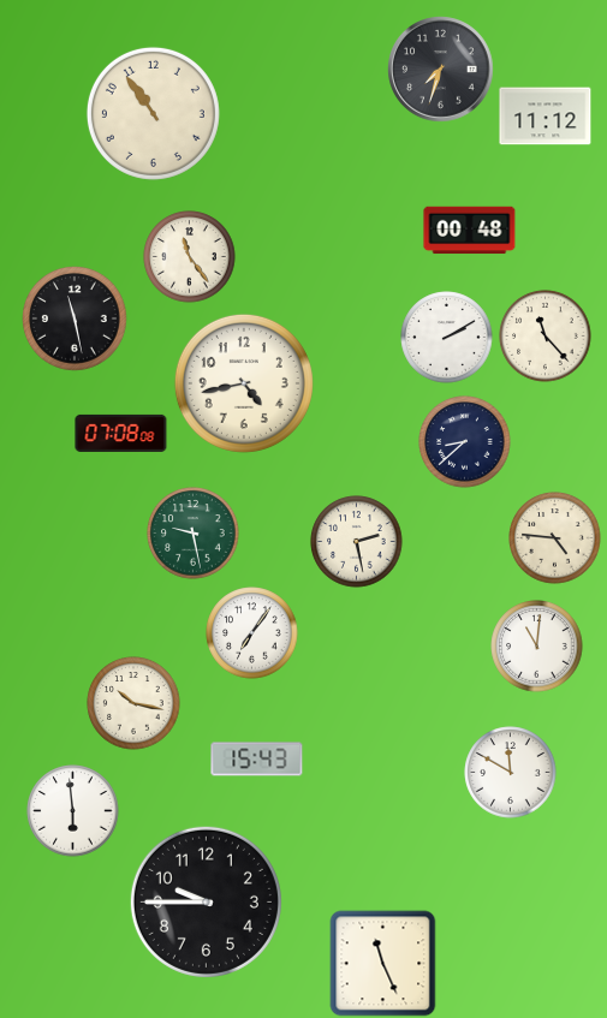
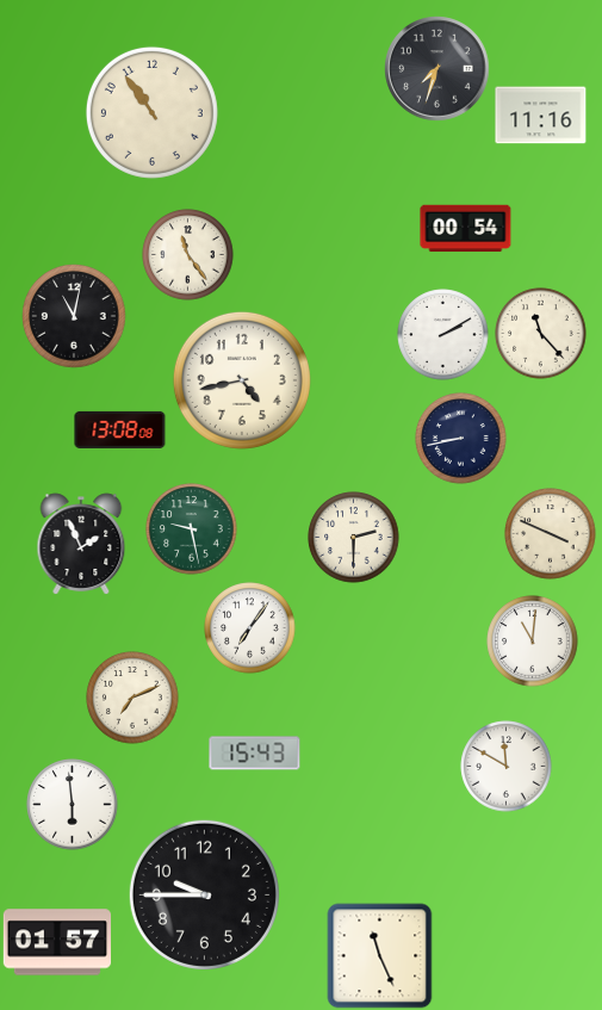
clock at (546, 117): 11:12 -> 11:16
clock at (470, 231): 00:48 -> 00:54
clock at (75, 319): 11:28 -> 11:02
clock at (121, 433): 07:08 -> 13:08
clock at (465, 442): 8:38 -> 8:43
clock at (555, 538): 4:46 -> 3:49
clock at (357, 542): 2:28 -> 2:30
clock at (81, 544): none -> 1:56
clock at (133, 703): 10:17 -> 7:11
clock at (56, 942): none -> 01:57
